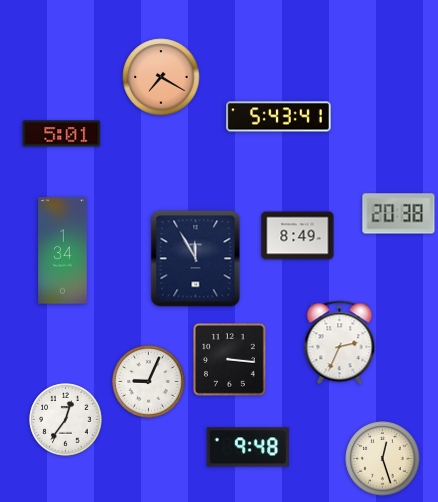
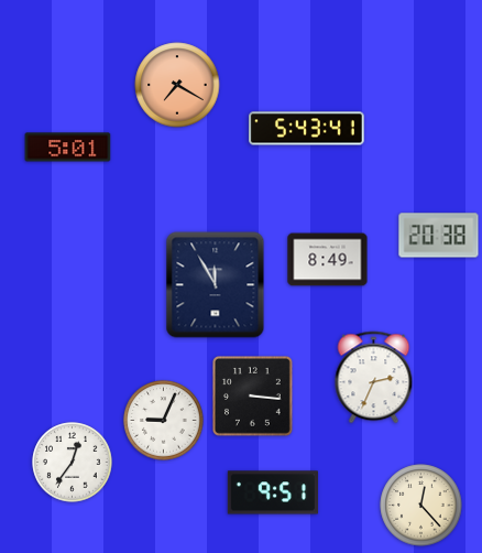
clock at (63, 251): 1:34 -> none
clock at (248, 447): 9:48 -> 9:51
clock at (383, 459): 12:27 -> 12:23
